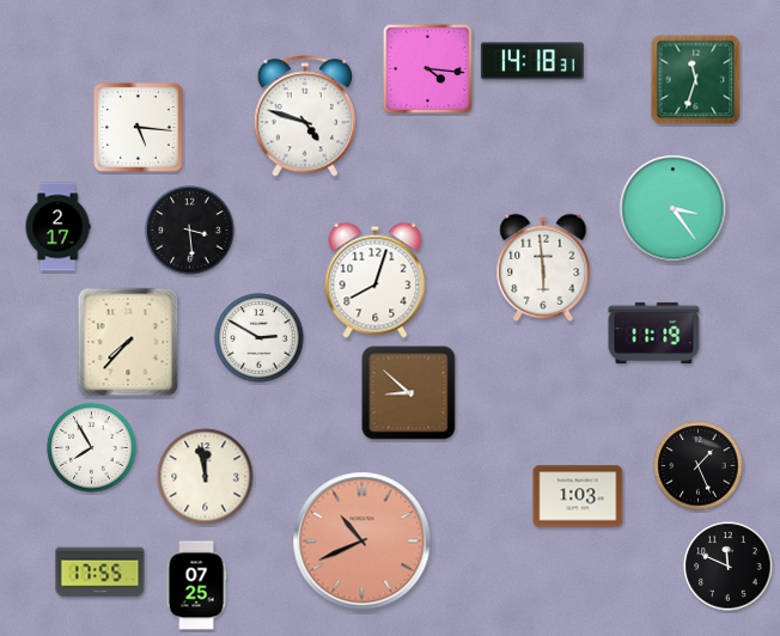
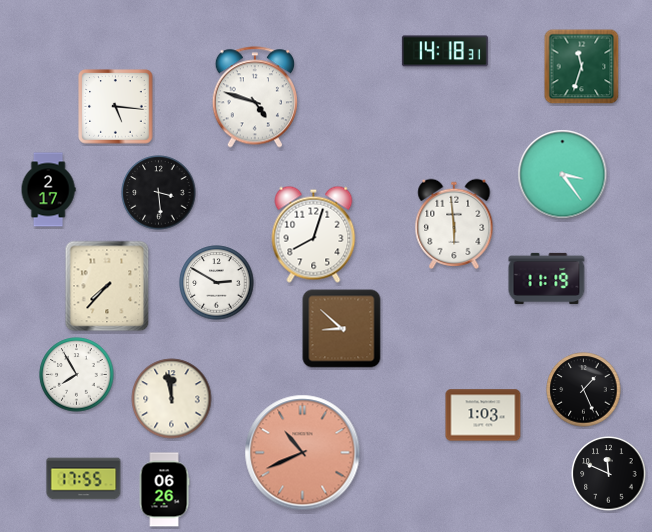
clock at (427, 68): 4:16 -> none
clock at (196, 586): 07:25 -> 06:26
